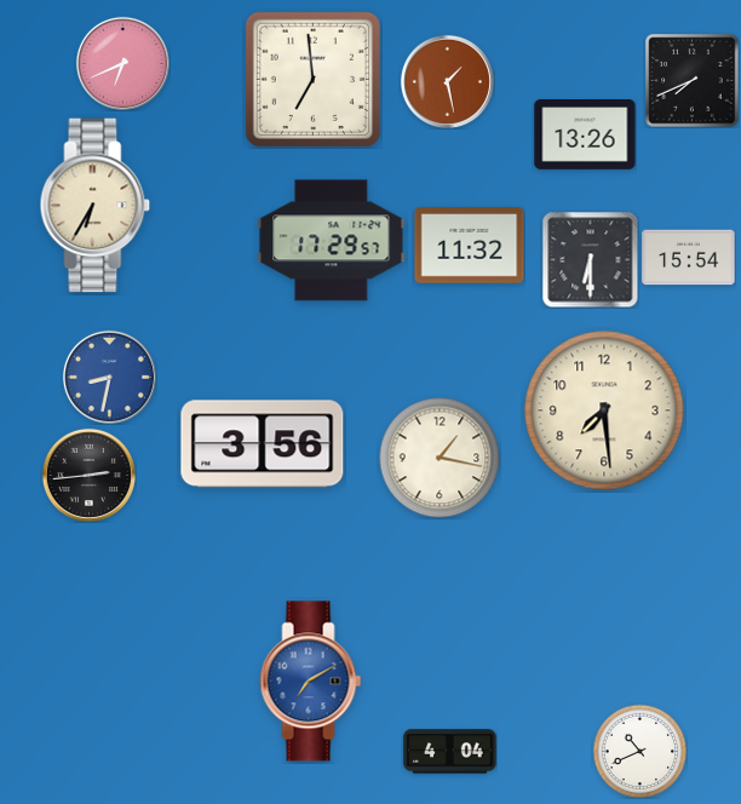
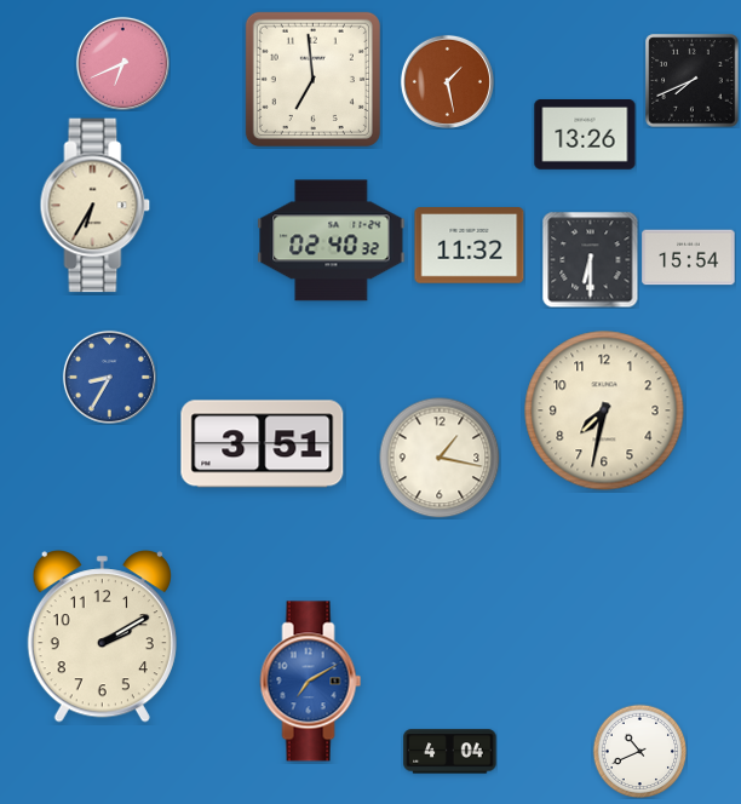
clock at (332, 241): 17:29 -> 02:40
clock at (109, 377): 8:32 -> 8:35
clock at (604, 410): 7:29 -> 7:32
clock at (263, 444): 3:56 -> 3:51
clock at (88, 475): 2:44 -> none
clock at (102, 637): none -> 2:10
